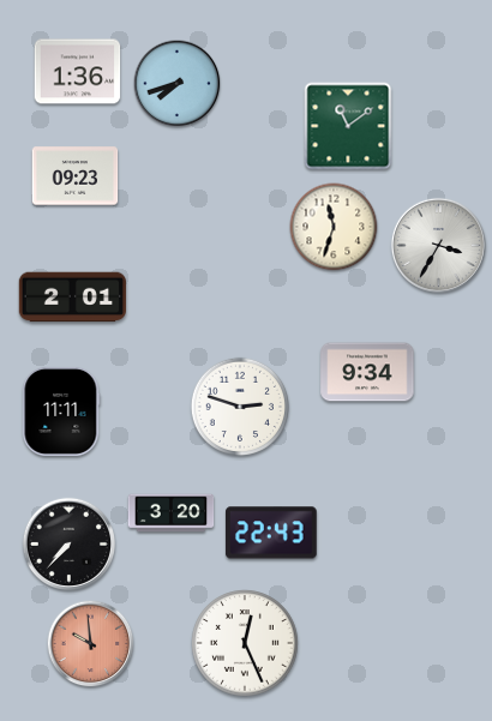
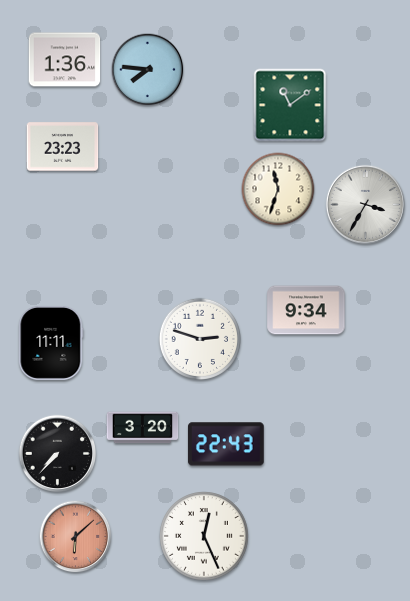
clock at (178, 84): 7:42 -> 7:46
clock at (76, 176): 09:23 -> 23:23
clock at (72, 298): 2:01 -> none
clock at (91, 644): 9:59 -> 6:08
